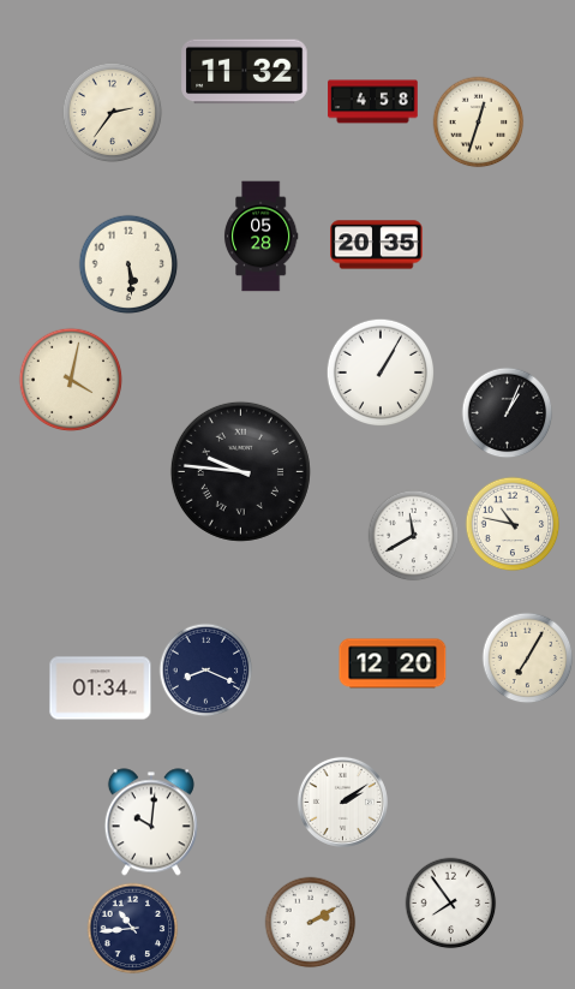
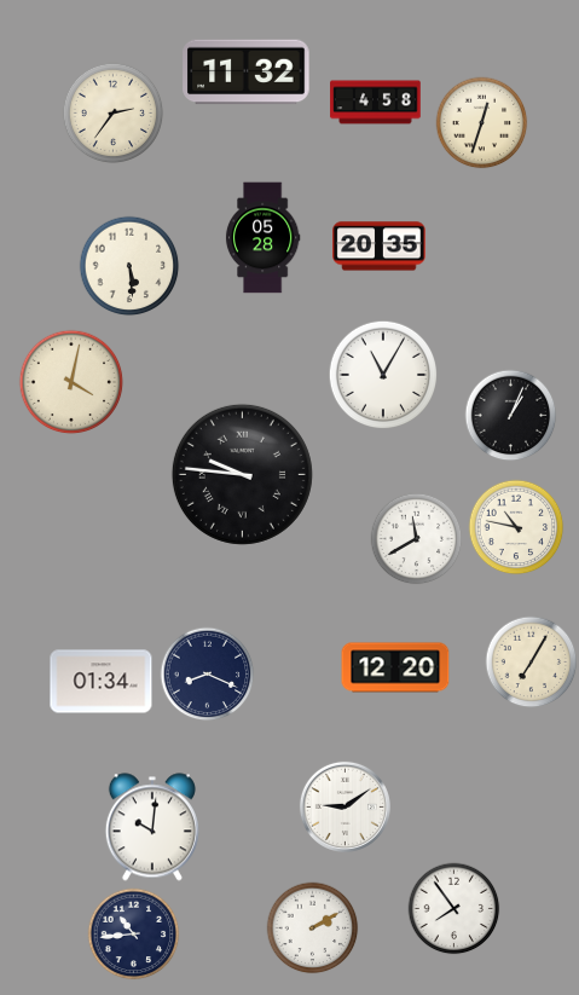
clock at (381, 373): 1:05 -> 11:05
clock at (101, 689) position: (101, 689) -> (102, 682)
clock at (342, 802): 2:09 -> 9:09
